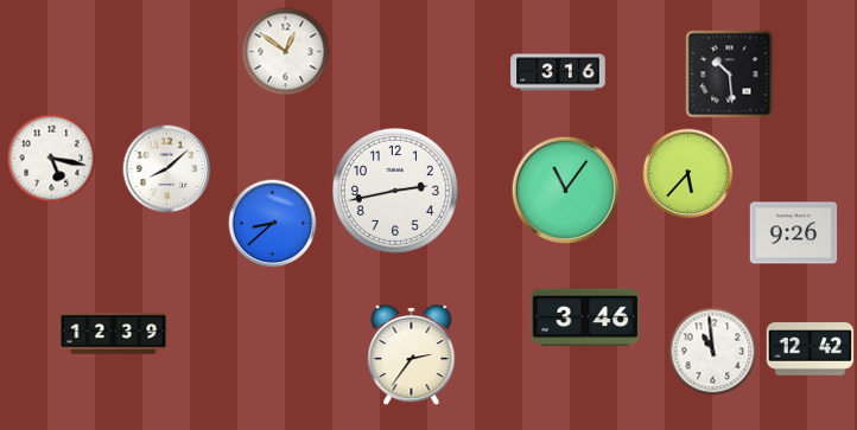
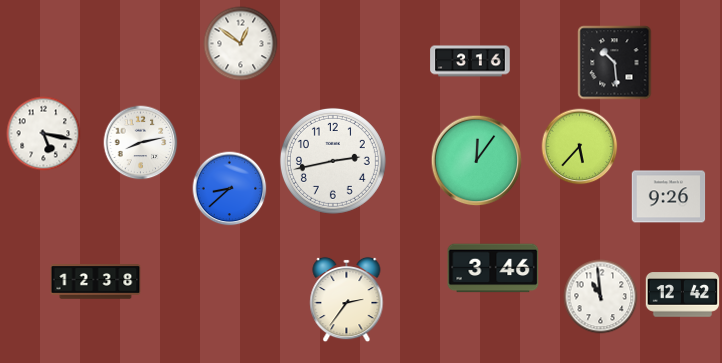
clock at (167, 169): 8:08 -> 8:13
clock at (566, 191): 11:06 -> 12:06
clock at (114, 334): 12:39 -> 12:38
